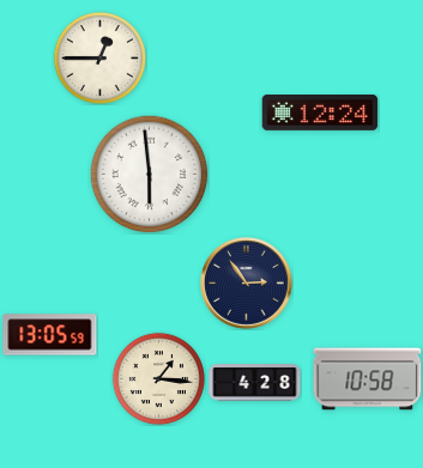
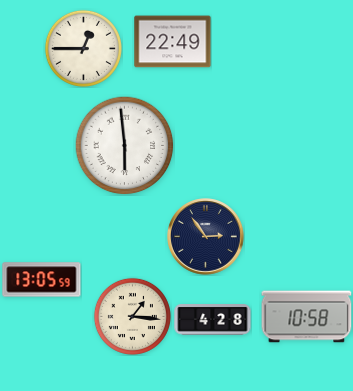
clock at (173, 42): none -> 22:49
clock at (320, 113): 12:24 -> none
